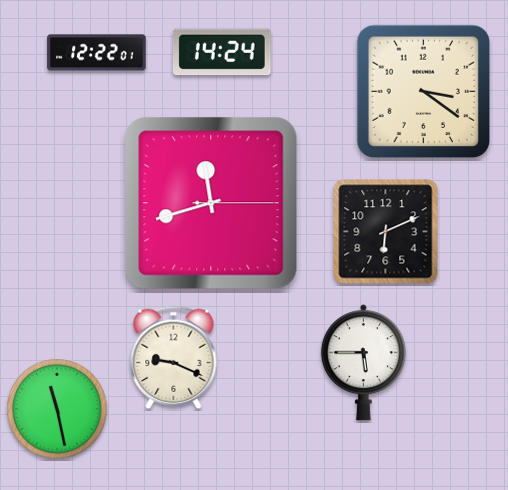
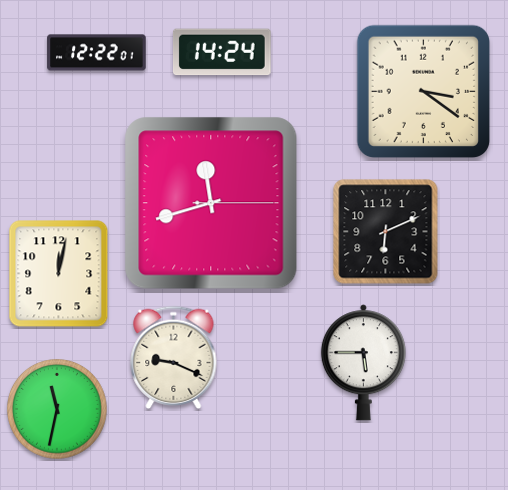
clock at (59, 274): none -> 12:02
clock at (58, 410): 11:28 -> 11:32
